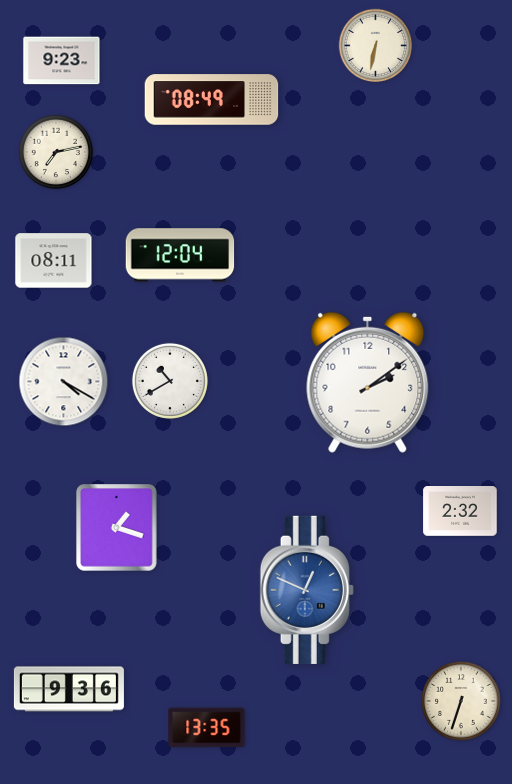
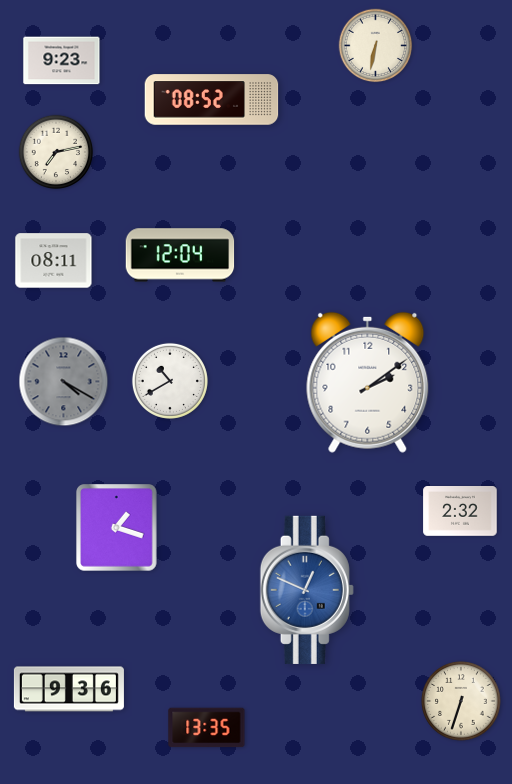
clock at (212, 100): 08:49 -> 08:52
clock at (64, 382) dial: white -> grey
